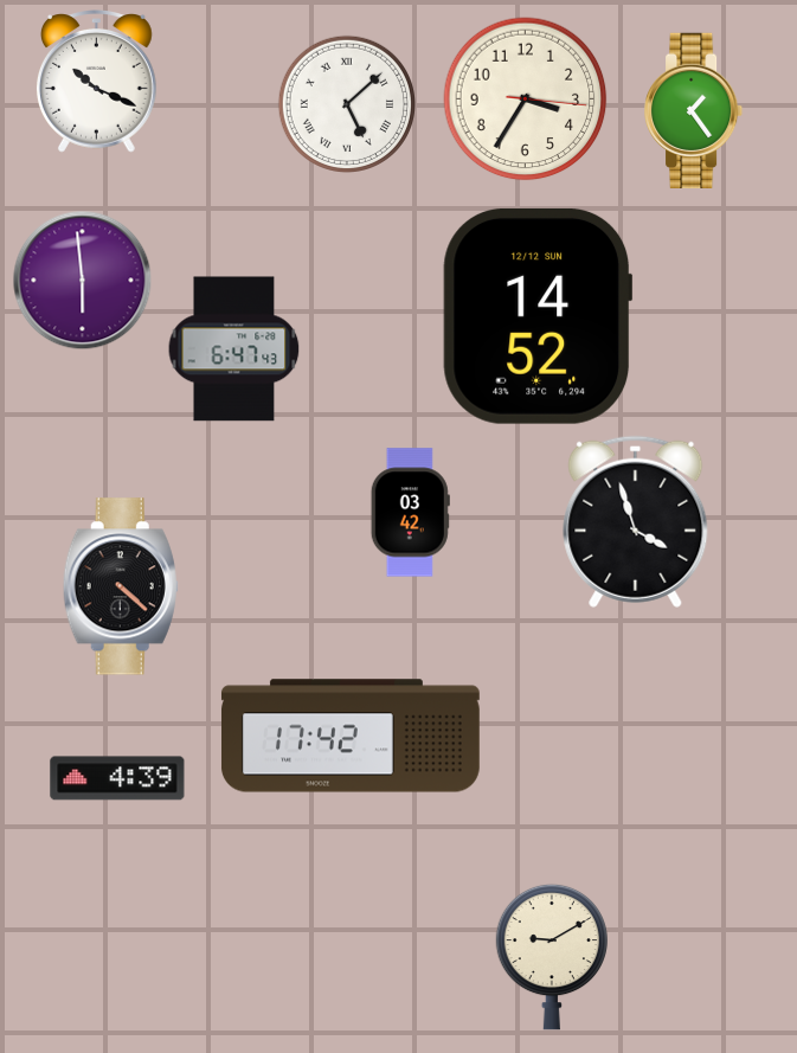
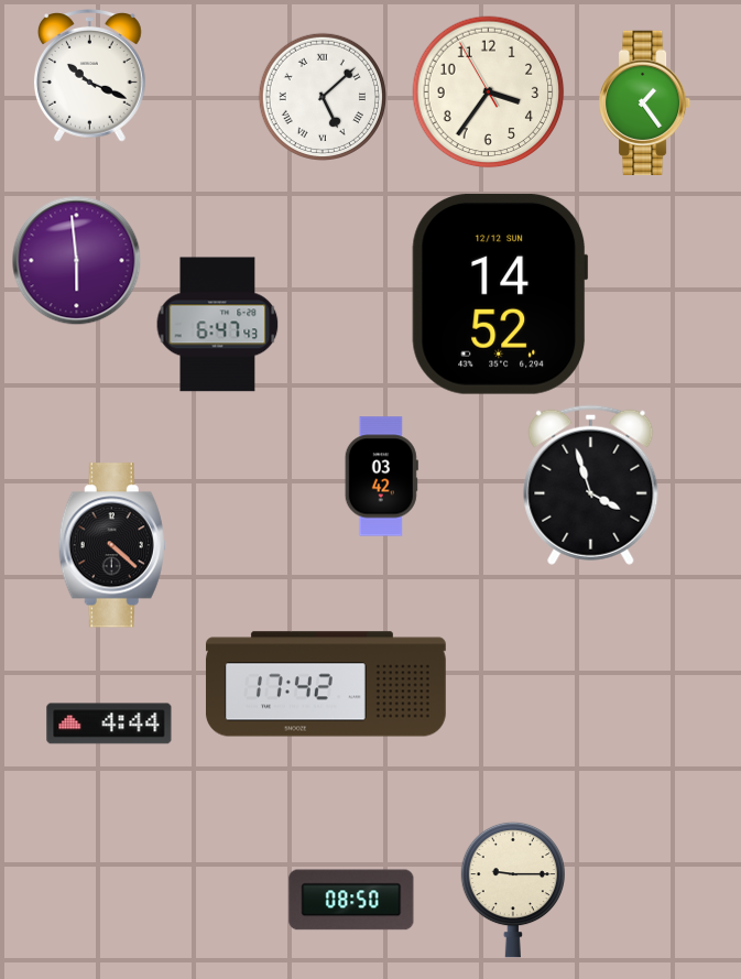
clock at (526, 99): 3:35:16 -> 3:35:55
clock at (117, 778): 4:39 -> 4:44
clock at (551, 957): 9:10 -> 9:15
clock at (351, 900): none -> 08:50
